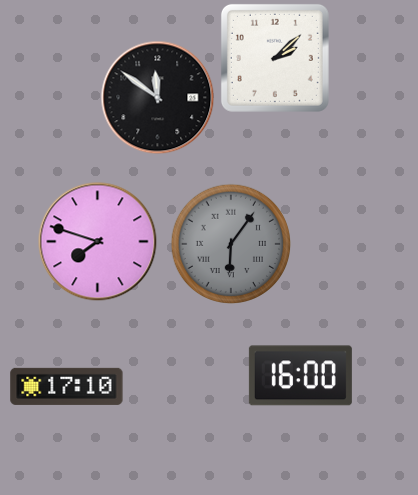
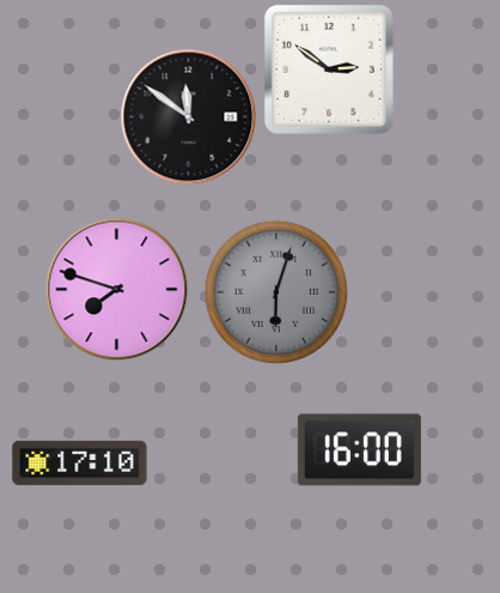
clock at (275, 58): 2:08 -> 2:51
clock at (231, 244): 6:06 -> 6:03
